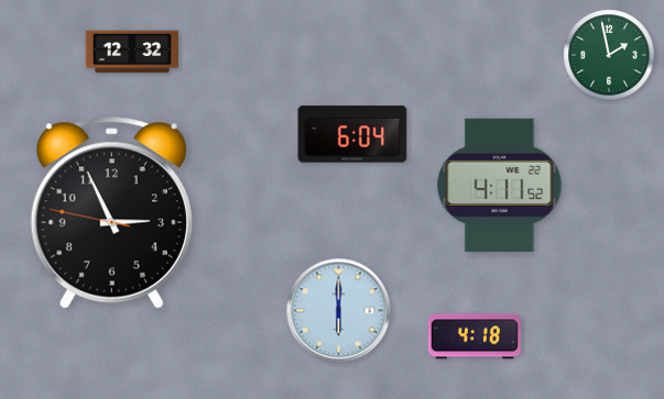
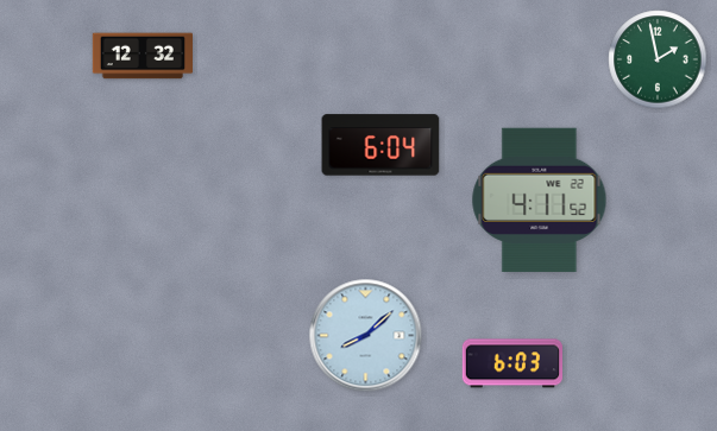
clock at (111, 213): 2:55 -> none
clock at (339, 311): 6:00 -> 8:08
clock at (473, 336): 4:18 -> 6:03
